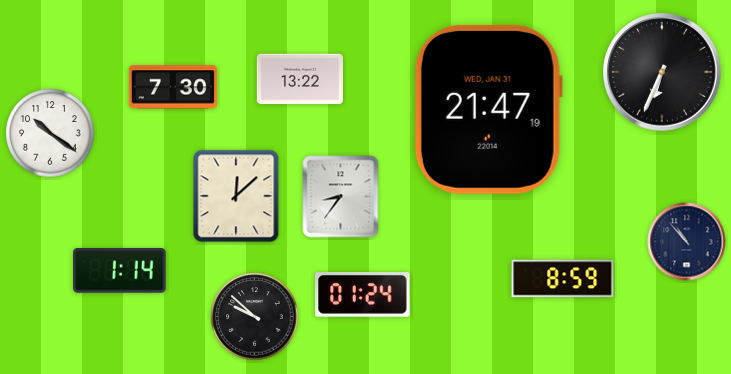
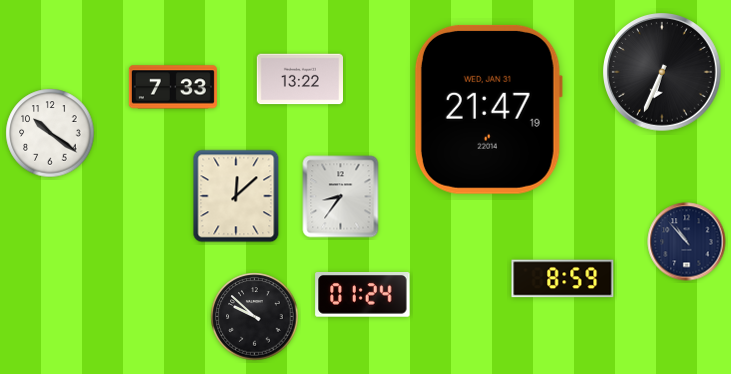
clock at (173, 87): 7:30 -> 7:33
clock at (120, 271): 1:14 -> none
